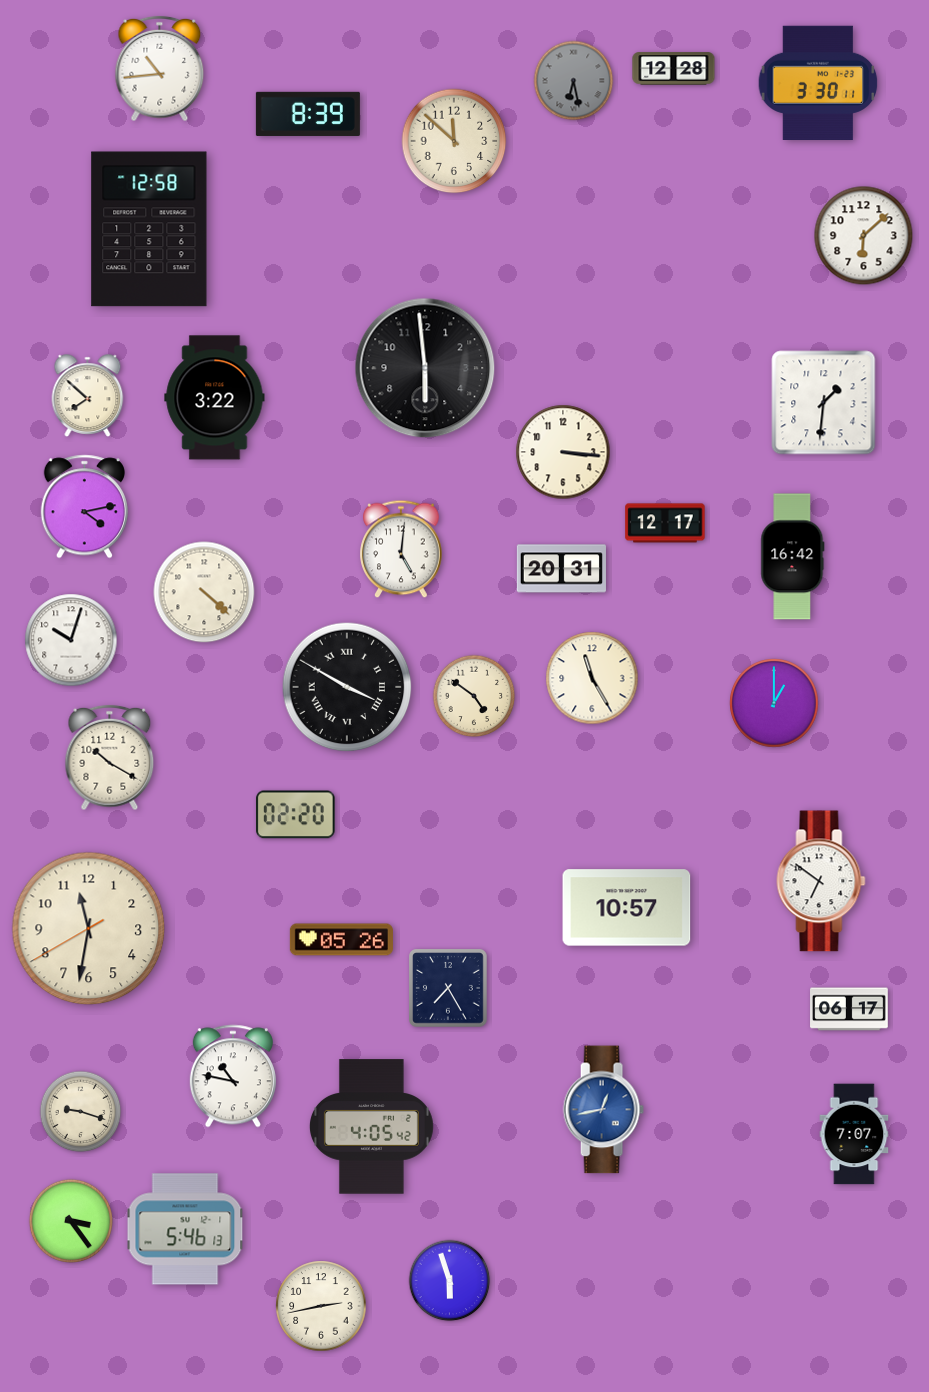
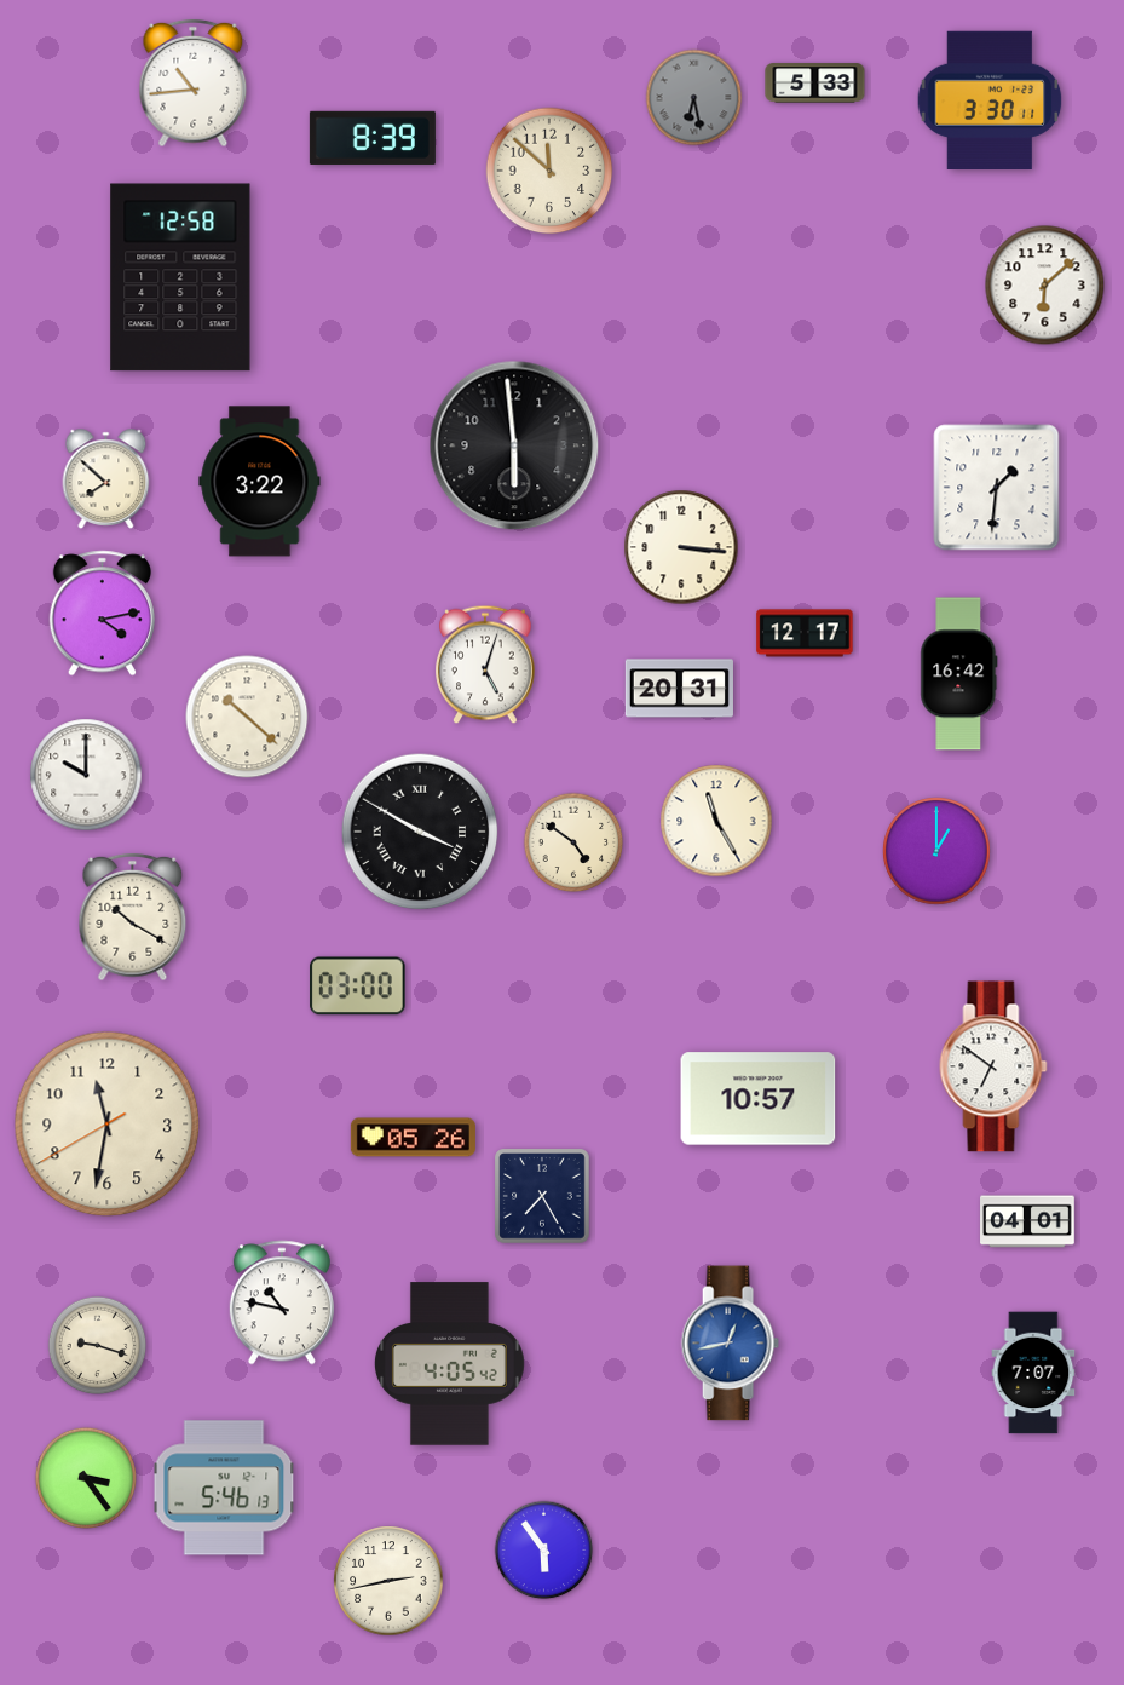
clock at (674, 69): 12:28 -> 5:33
clock at (401, 549): 5:01 -> 5:03
clock at (204, 592): 4:22 -> 10:22
clock at (71, 640): 10:03 -> 10:00
clock at (296, 815): 02:20 -> 03:00
clock at (849, 1009): 06:17 -> 04:01
clock at (450, 1281): 5:57 -> 5:54
